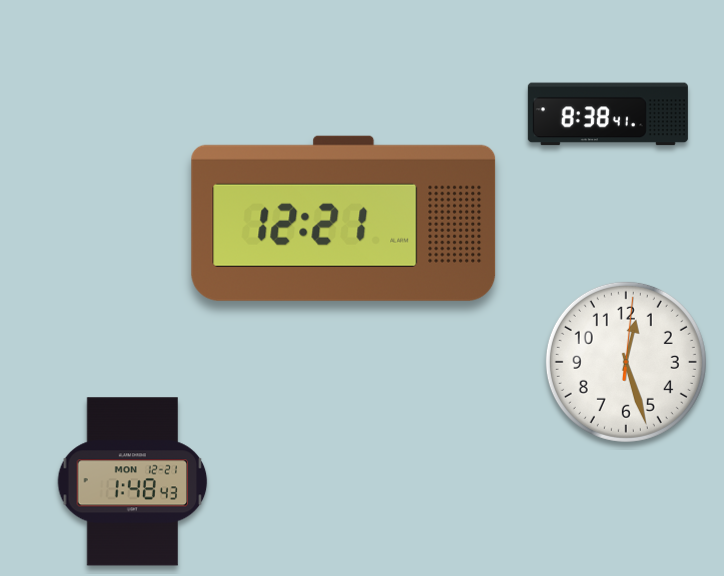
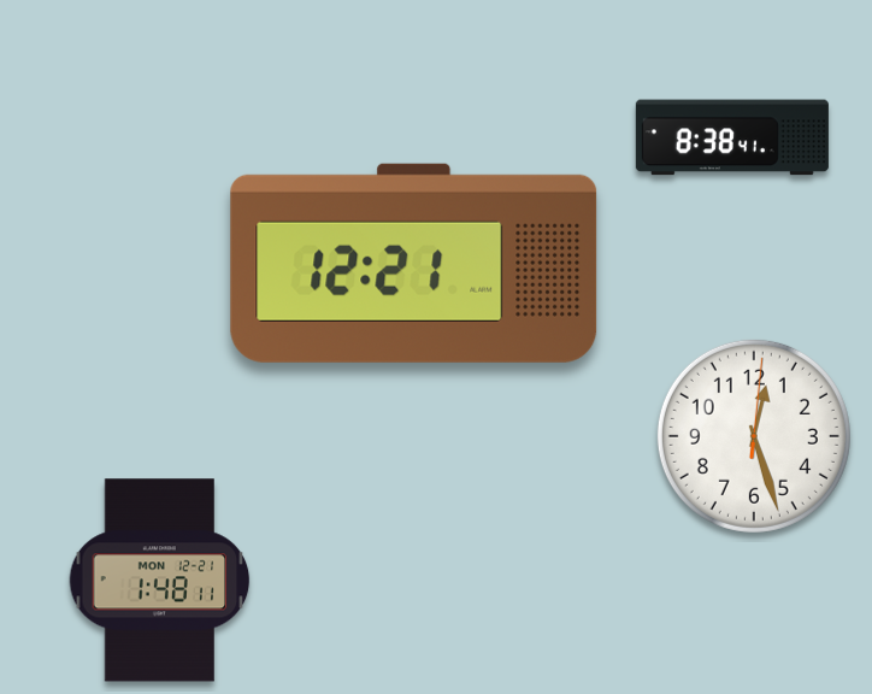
clock at (133, 482): 1:48:43 -> 1:48:11
